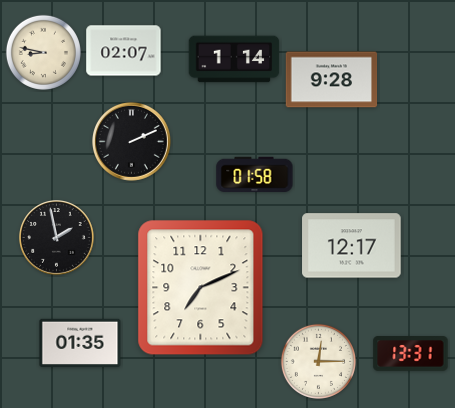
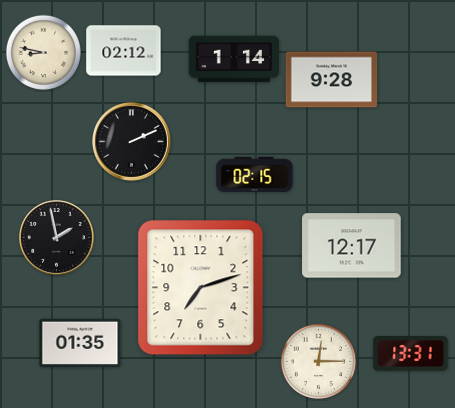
clock at (124, 51): 02:07 -> 02:12
clock at (255, 174): 01:58 -> 02:15
clock at (201, 288): 7:11 -> 7:12
